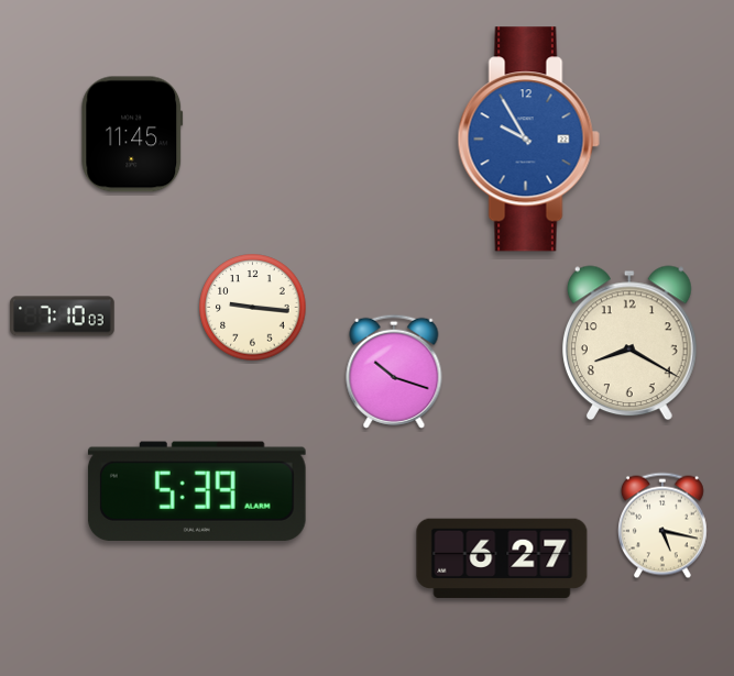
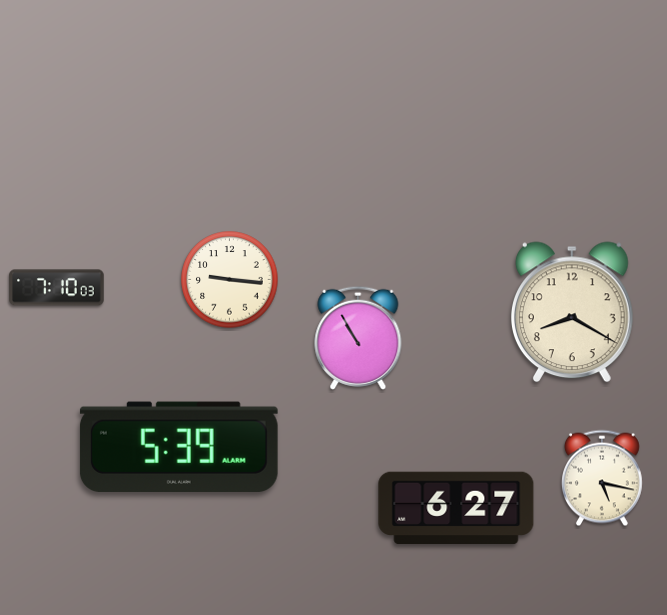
clock at (132, 134): 11:45 -> none
clock at (528, 140): 9:55 -> none
clock at (394, 372): 10:18 -> 10:55
